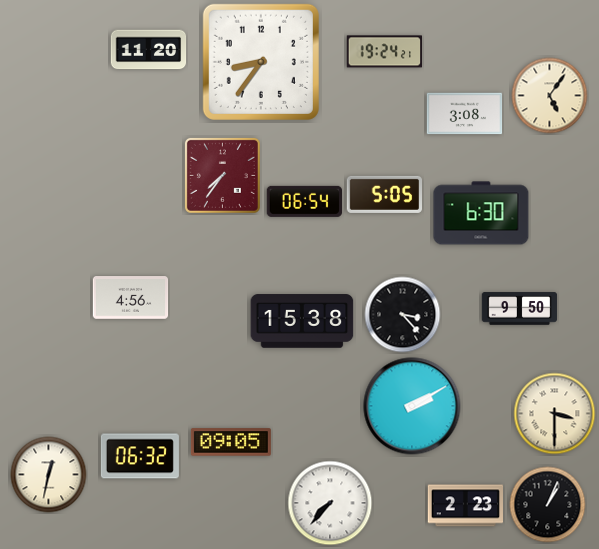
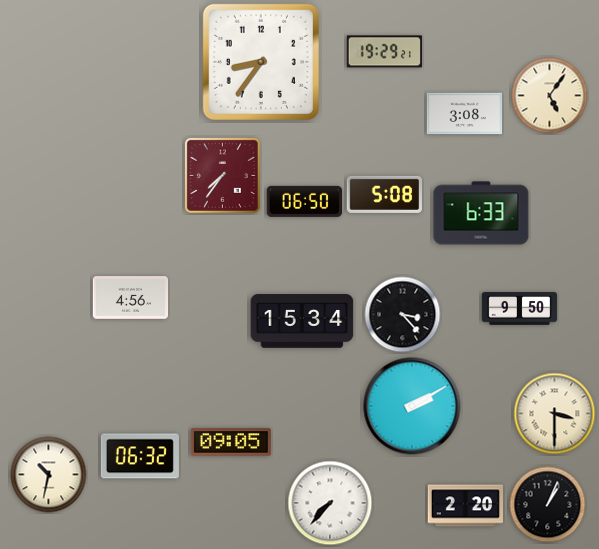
clock at (149, 50): 11:20 -> none
clock at (384, 52): 19:24 -> 19:29
clock at (384, 194): 5:05 -> 5:08
clock at (304, 201): 06:54 -> 06:50
clock at (481, 213): 6:30 -> 6:33
clock at (302, 321): 15:38 -> 15:34
clock at (49, 475): 12:32 -> 10:32
clock at (465, 506): 2:23 -> 2:20
